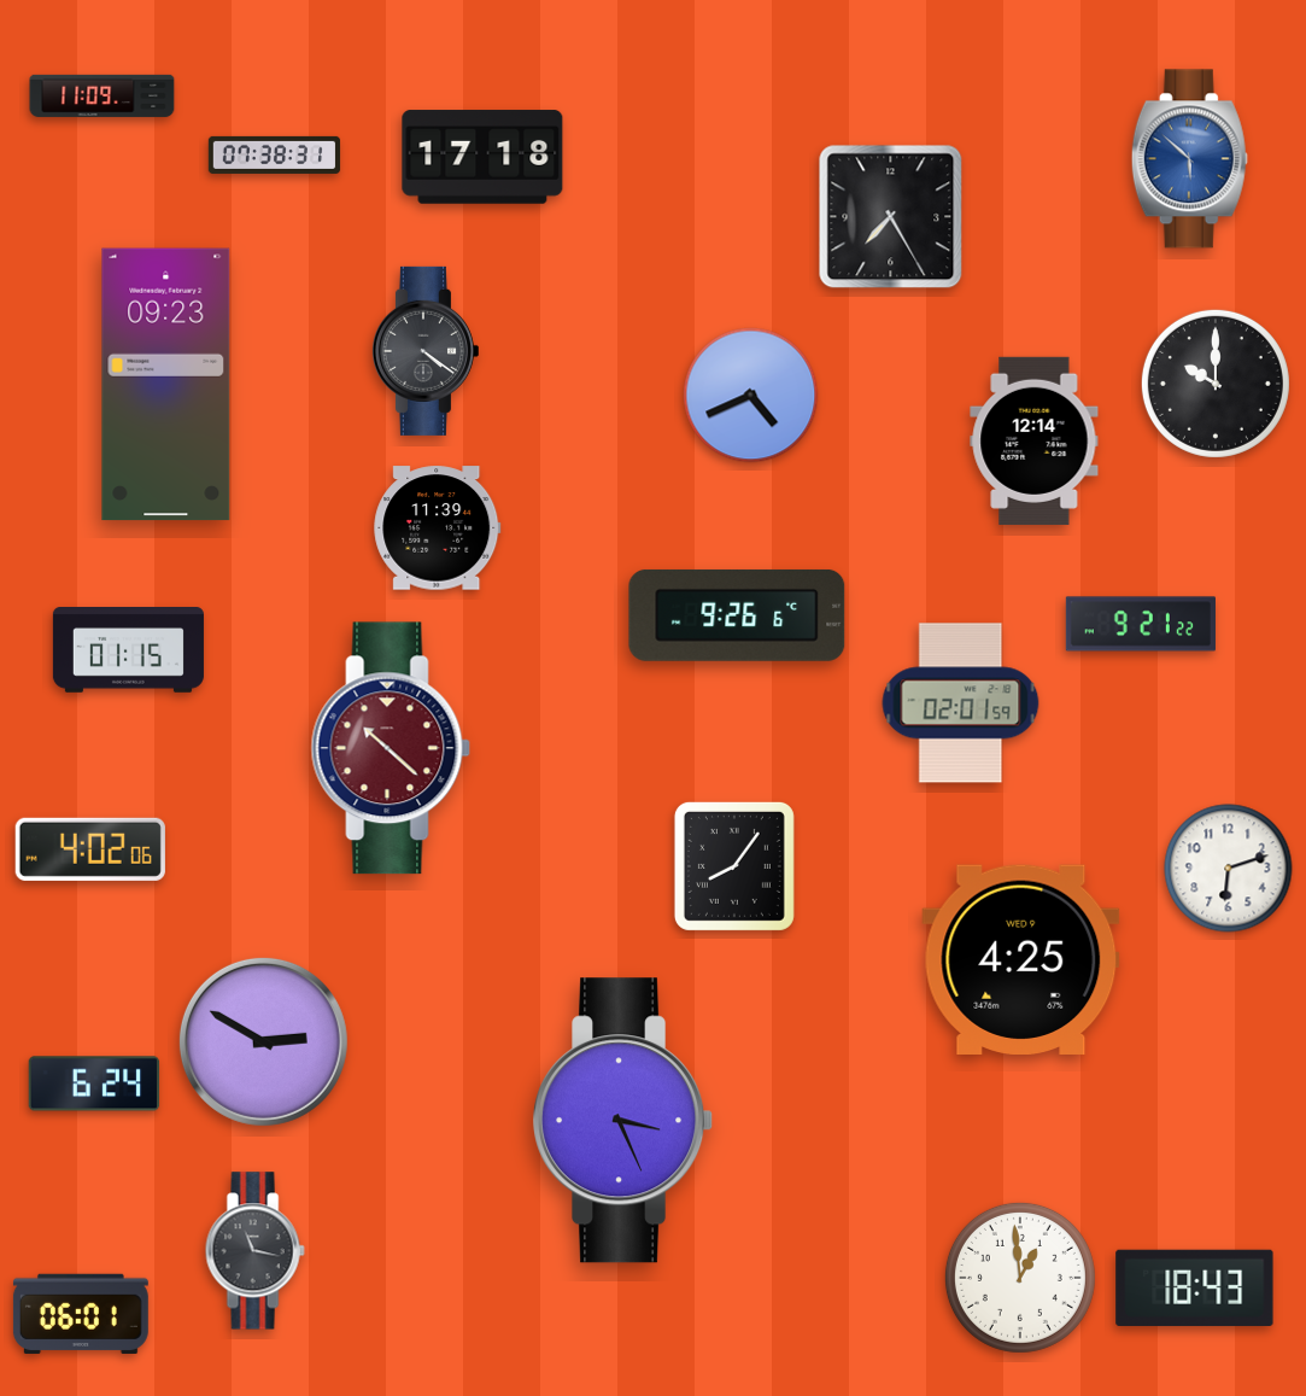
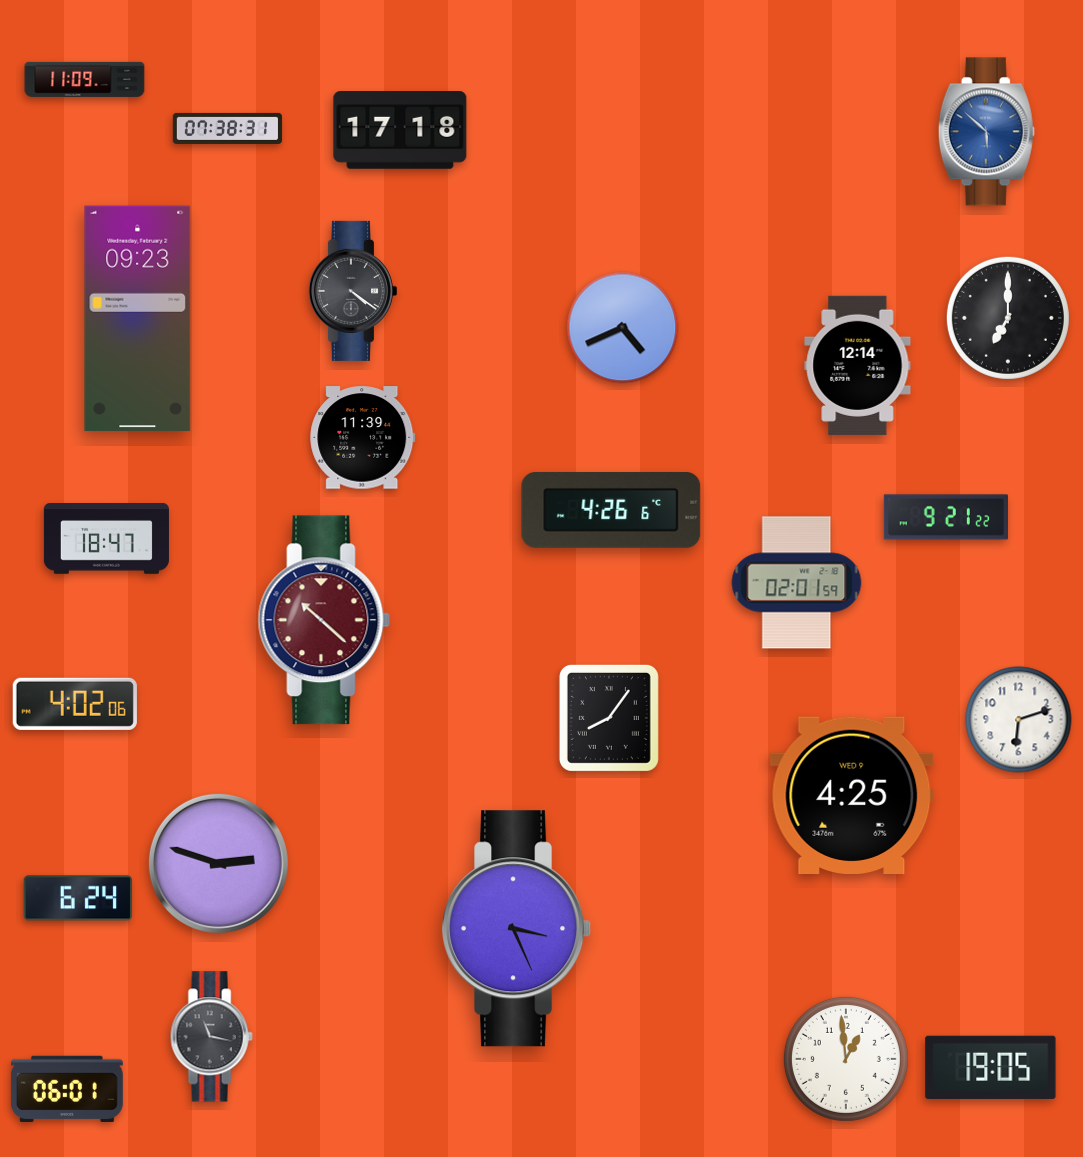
clock at (891, 217): 7:25 -> none
clock at (1216, 384): 10:00 -> 7:00
clock at (737, 615): 9:26 -> 4:26
clock at (128, 650): 01:15 -> 18:47
clock at (1021, 959) position: (1021, 959) -> (852, 795)
clock at (263, 1041): 2:50 -> 2:48
clock at (1195, 1287): 18:43 -> 19:05
